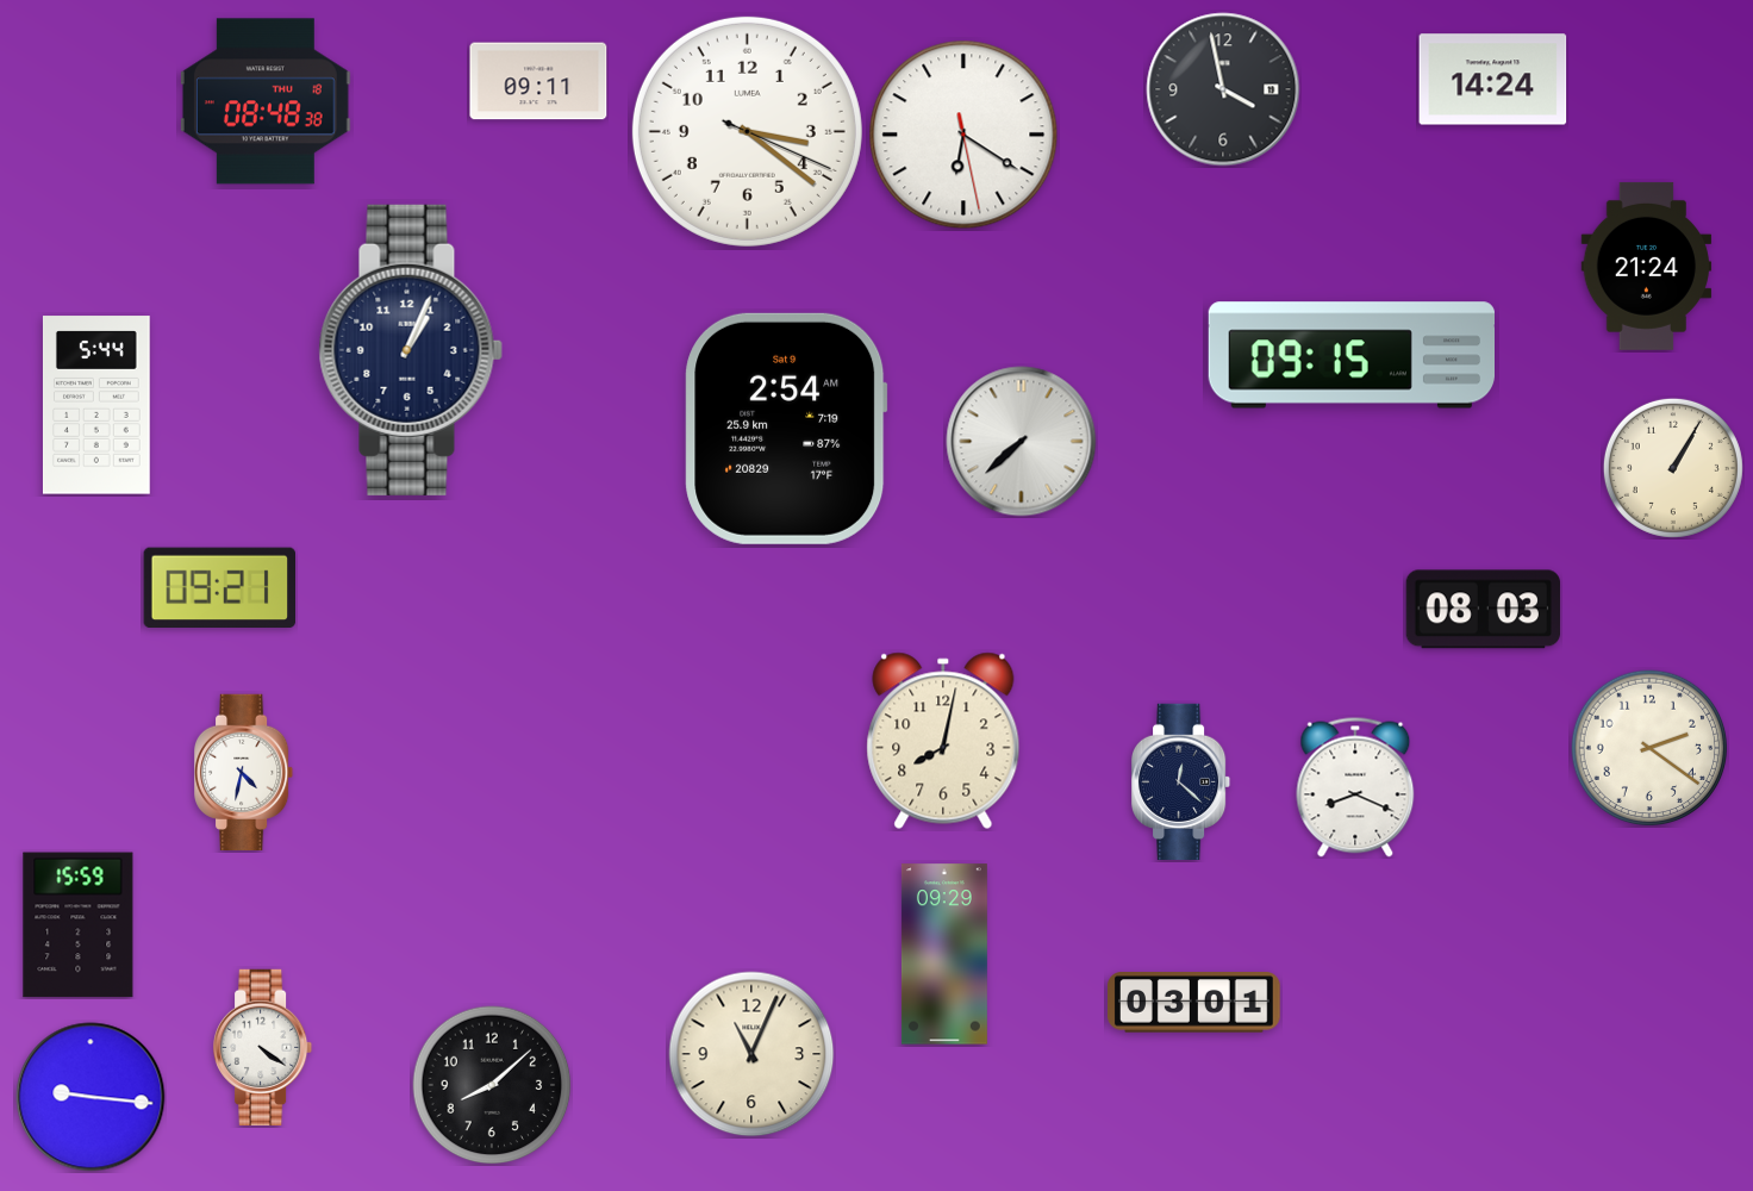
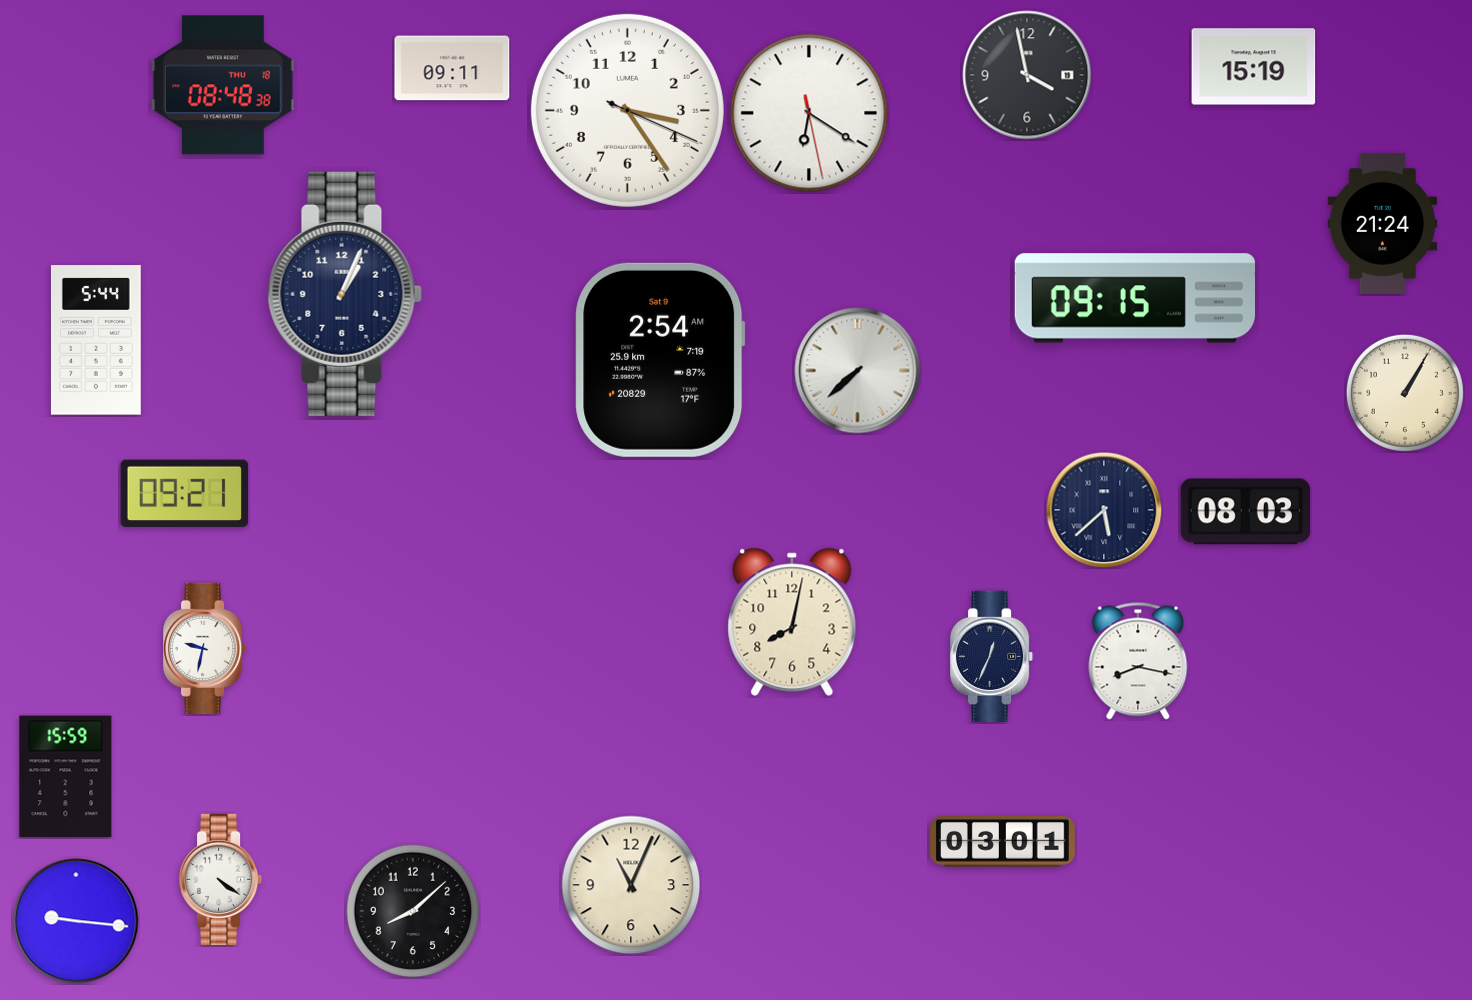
clock at (1493, 80): 14:24 -> 15:19
clock at (747, 131): 3:21 -> 3:24
clock at (96, 405) position: (96, 405) -> (96, 340)
clock at (1104, 510): none -> 5:38
clock at (1649, 748): 2:21 -> none
clock at (245, 772): 4:32 -> 9:32
clock at (1183, 781): 12:22 -> 12:34
clock at (1355, 787): 8:19 -> 8:17
clock at (944, 954): 09:29 -> none
